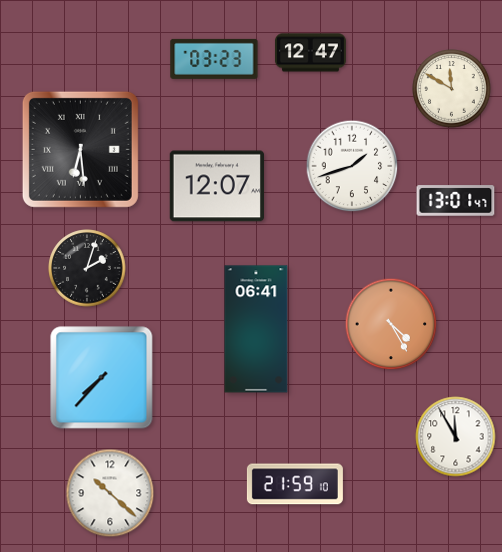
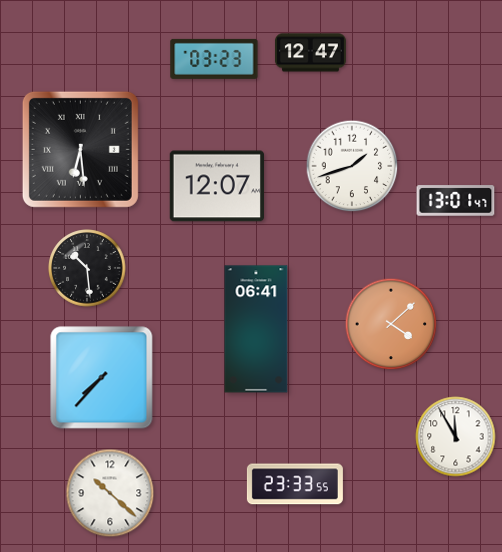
clock at (452, 89): 11:50 -> none
clock at (87, 268): 2:03 -> 10:29
clock at (391, 324): 4:25 -> 4:08
clock at (295, 484): 21:59 -> 23:33
